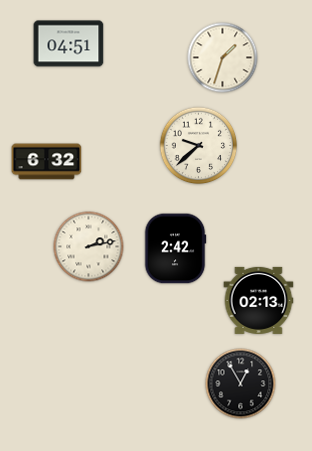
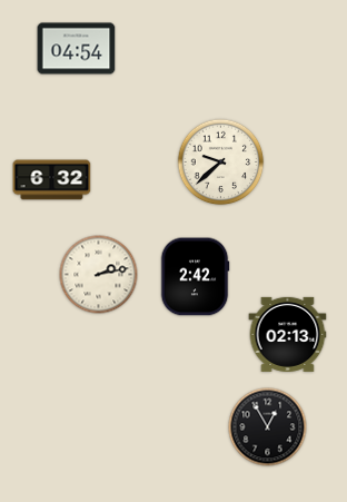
clock at (69, 44): 04:51 -> 04:54
clock at (223, 58): 1:33 -> none
